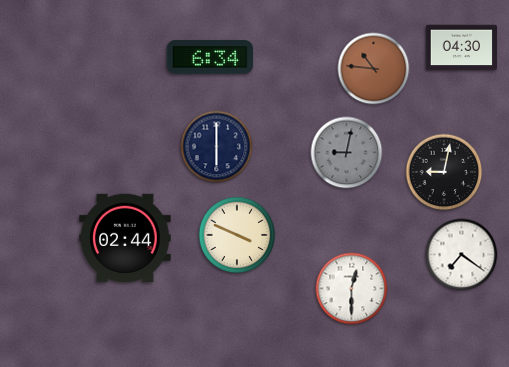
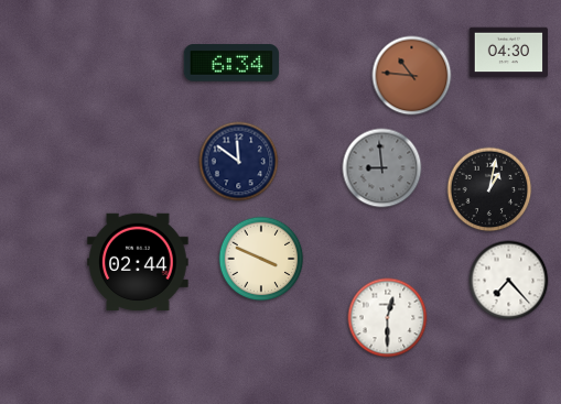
clock at (217, 147): 6:00 -> 11:51
clock at (347, 153): 9:02 -> 8:59
clock at (444, 172): 9:02 -> 1:02
clock at (462, 255): 7:21 -> 7:23
